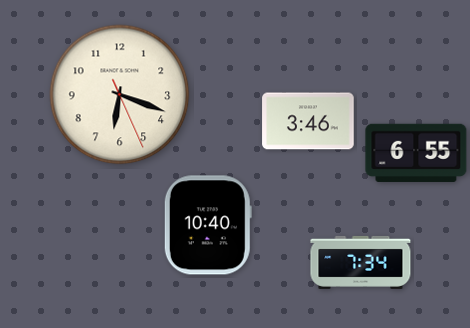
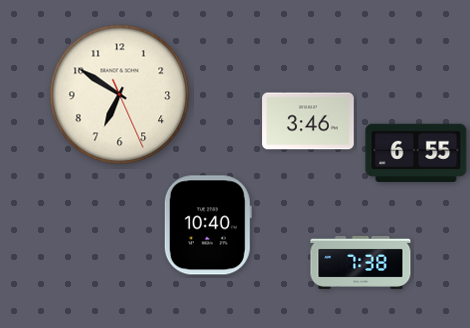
clock at (120, 95): 6:18 -> 6:50
clock at (361, 262): 7:34 -> 7:38
